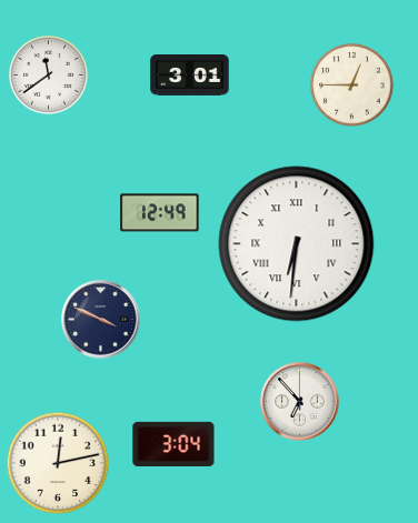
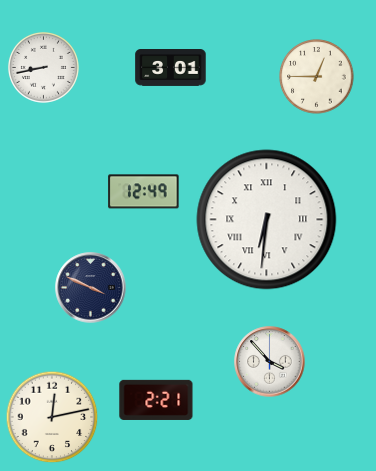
clock at (48, 74): 11:39 -> 8:43
clock at (300, 402): 6:53 -> 3:53
clock at (173, 444): 3:04 -> 2:21
